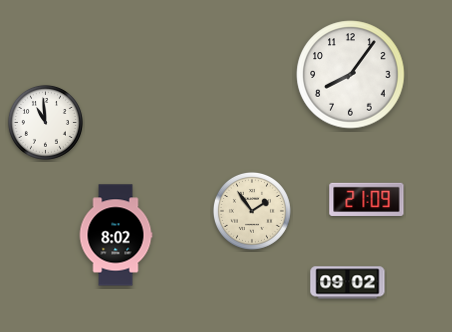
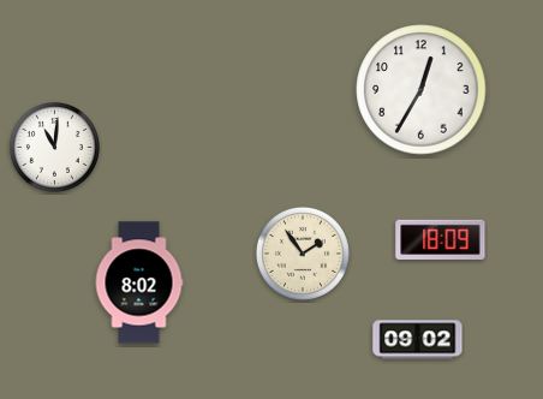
clock at (351, 75): 8:06 -> 12:35
clock at (45, 122): 10:59 -> 11:01
clock at (367, 199): 21:09 -> 18:09
